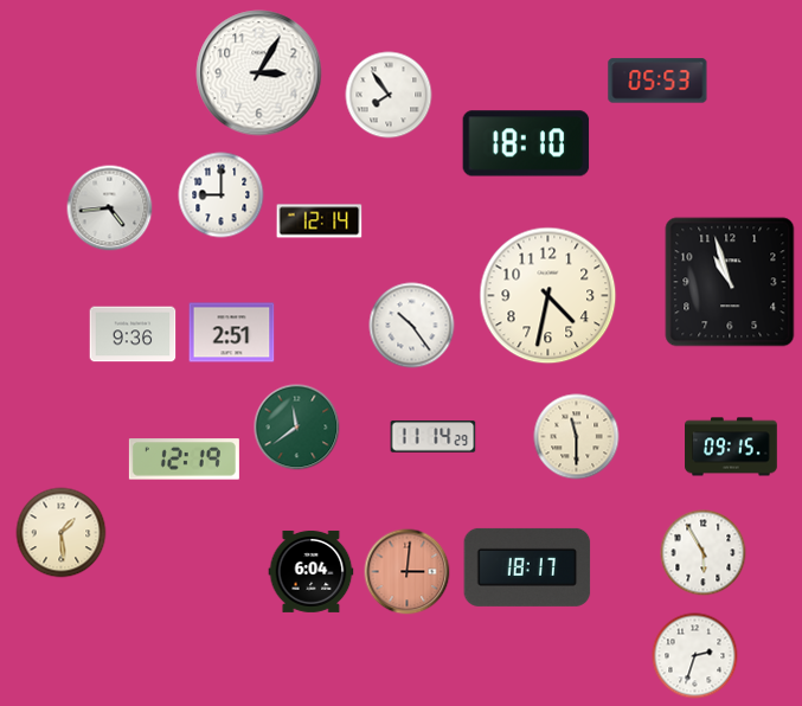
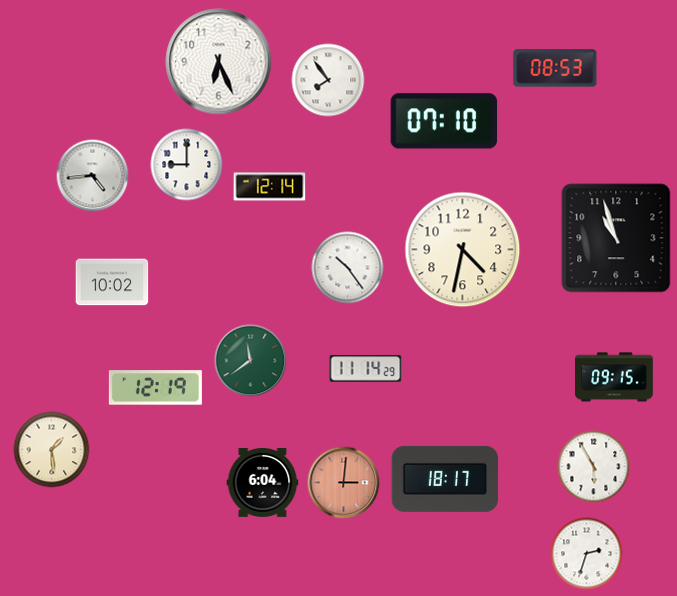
clock at (259, 73): 3:05 -> 6:26
clock at (657, 81): 05:53 -> 08:53
clock at (526, 143): 18:10 -> 07:10
clock at (412, 326) position: (412, 326) -> (348, 268)
clock at (232, 333): 2:51 -> none
clock at (133, 334): 9:36 -> 10:02
clock at (577, 437): 11:30 -> none
clock at (731, 447) position: (731, 447) -> (614, 377)
